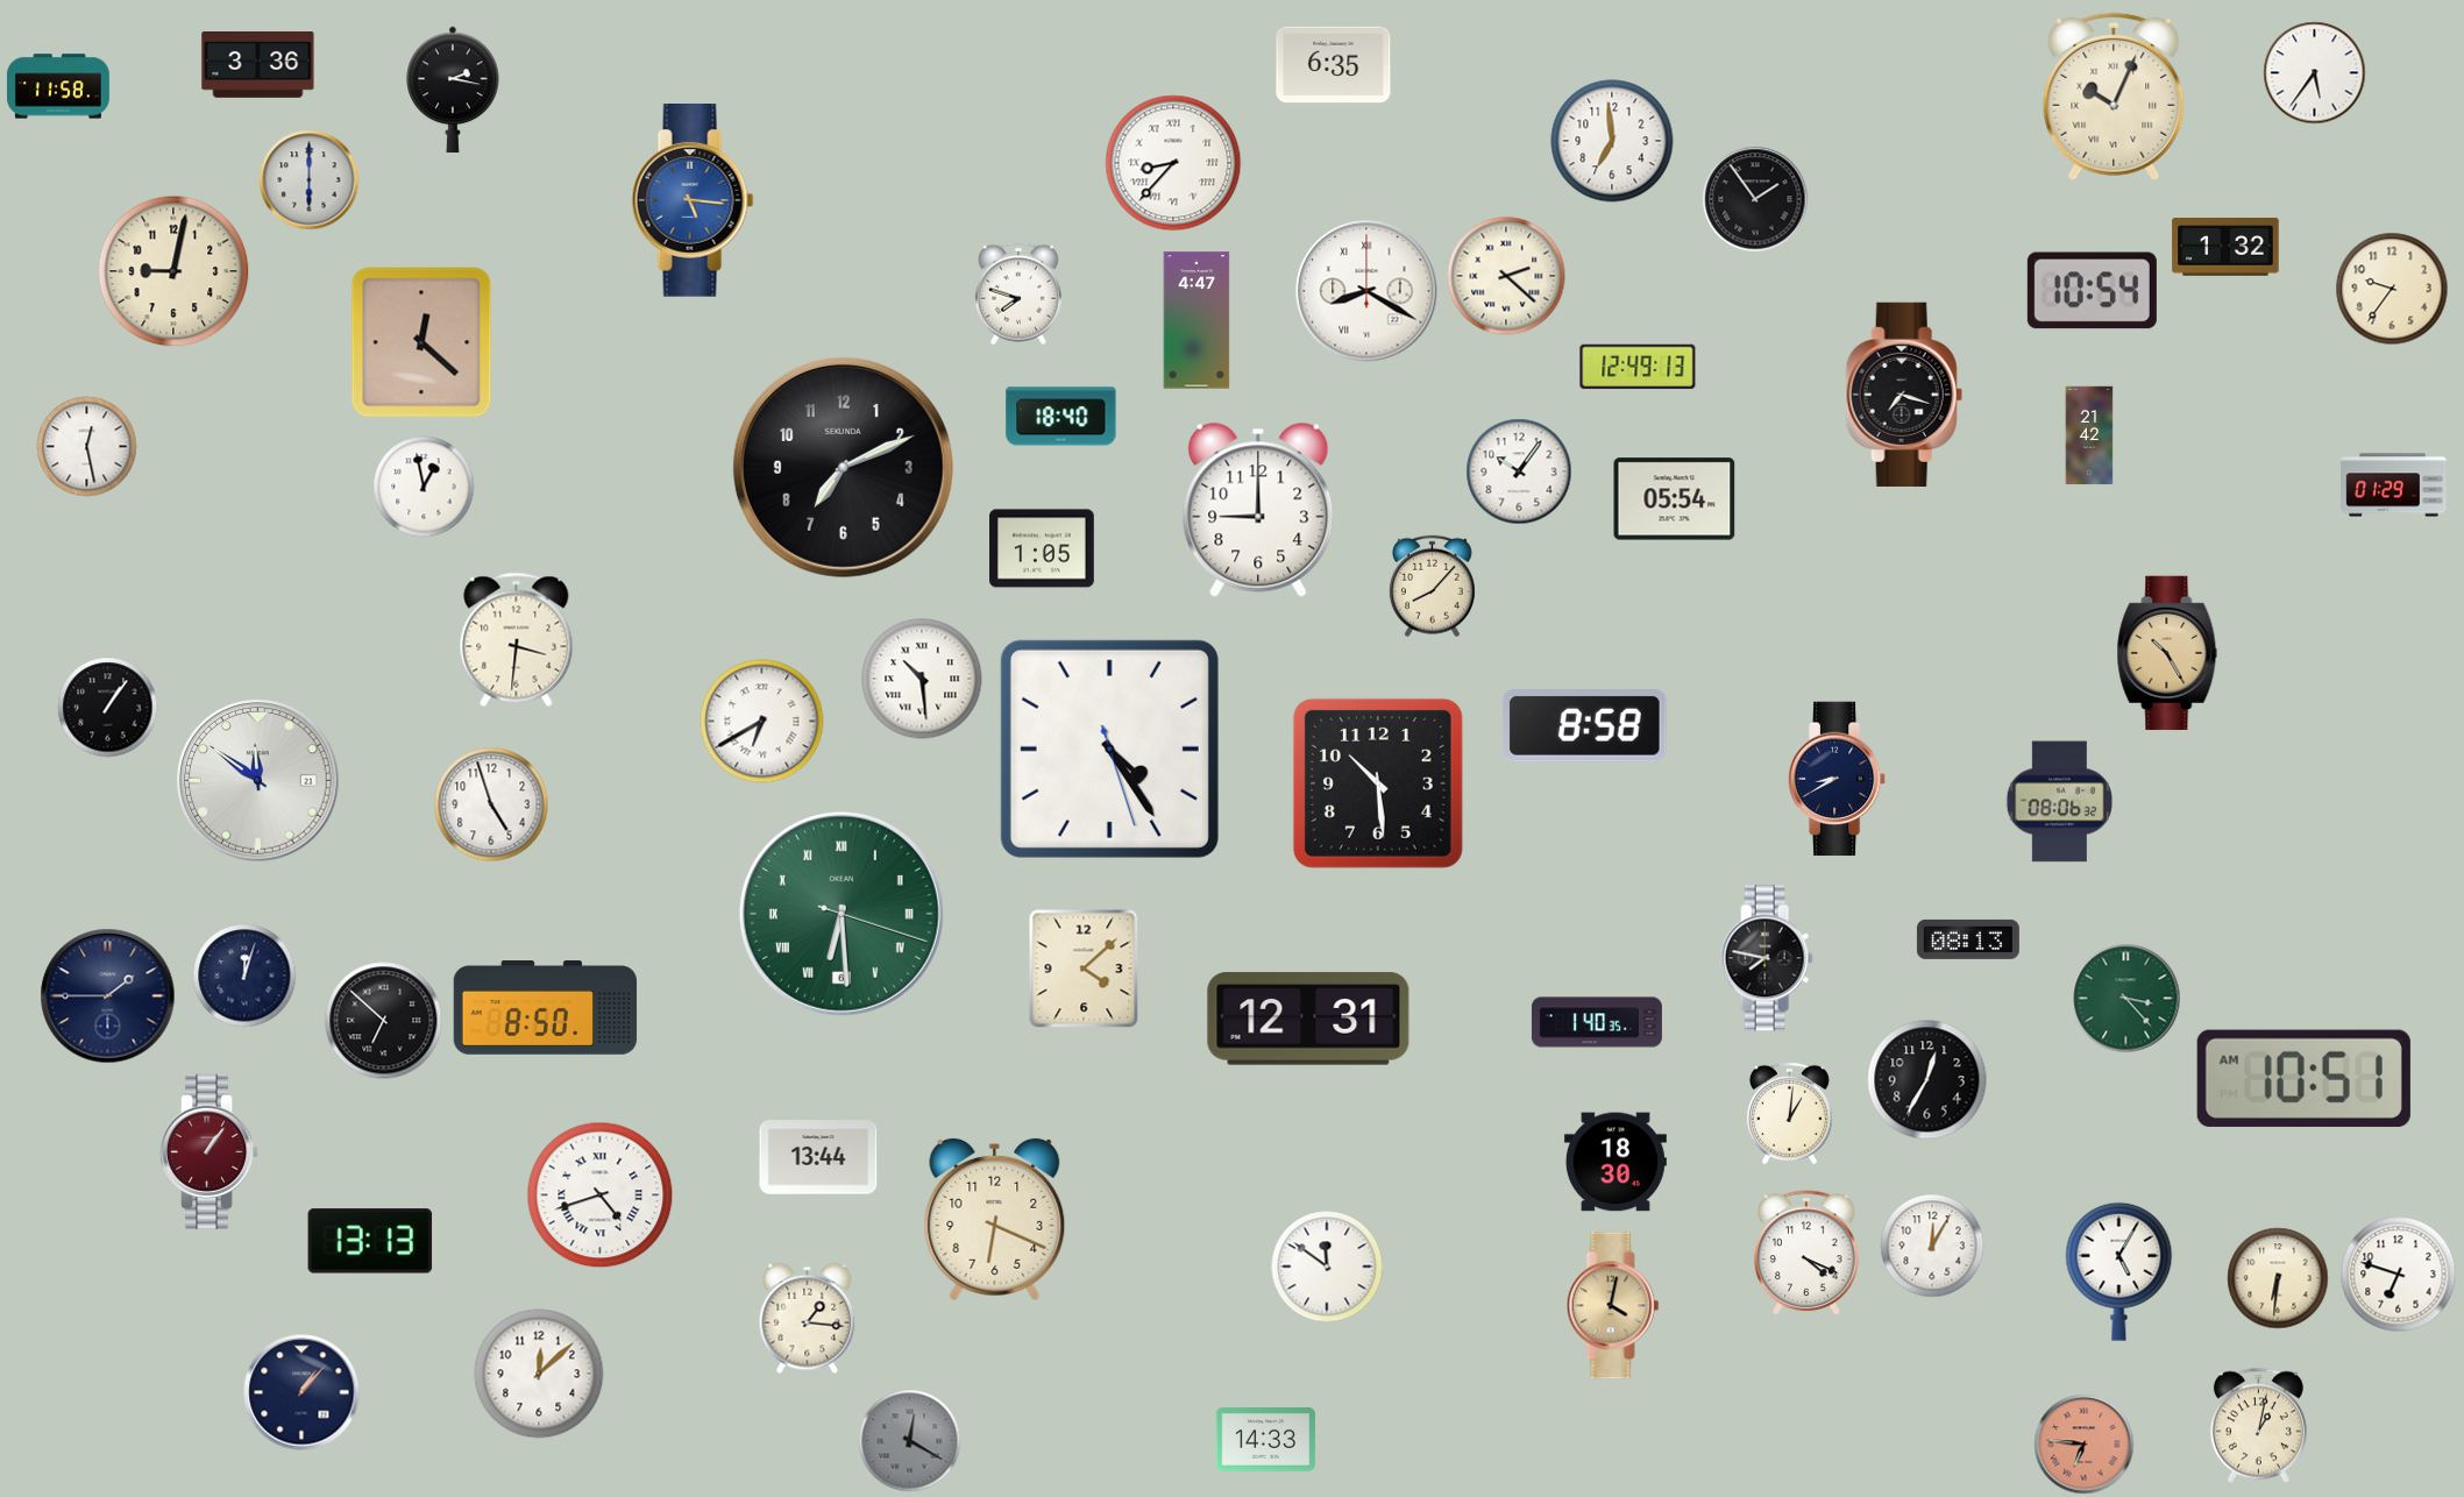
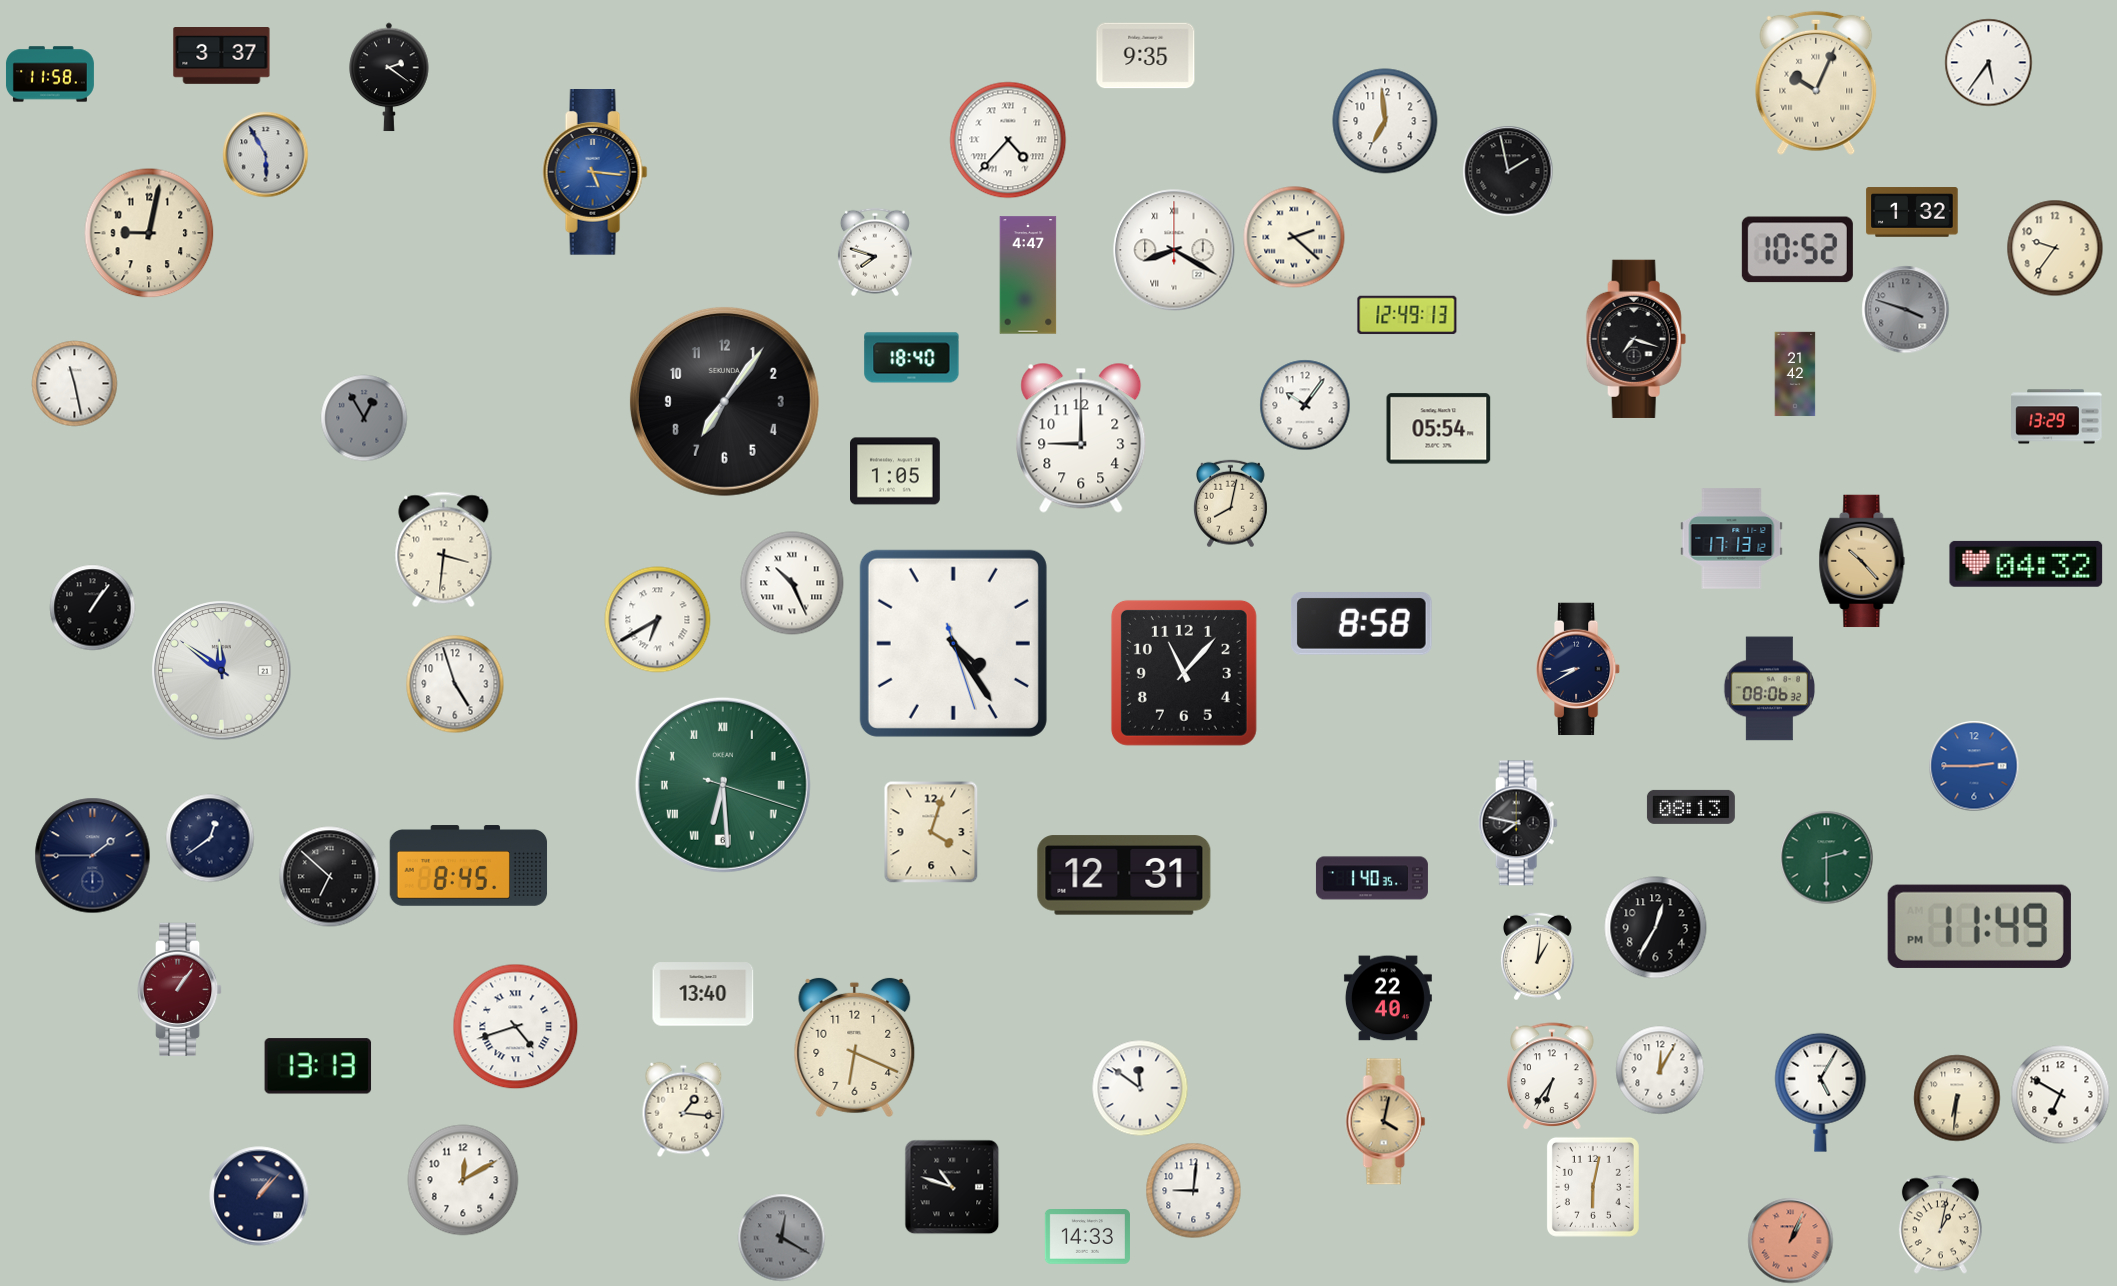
clock at (258, 65): 3:36 -> 3:37
clock at (1334, 65): 6:35 -> 9:35
clock at (453, 90): 2:17 -> 2:21
clock at (1173, 163): 8:37 -> 4:37
clock at (310, 180): 6:00 -> 5:55
clock at (1755, 199): 1:54 -> 1:58
clock at (2092, 291): 10:54 -> 10:52
clock at (421, 342): 12:22 -> none
clock at (1906, 310): none -> 3:48
clock at (87, 447): 12:28 -> 11:28
clock at (843, 467): 7:11 -> 7:06
clock at (2394, 485): 01:29 -> 13:29
clock at (424, 487): 12:58 -> 12:55
clock at (424, 487) dial: white -> grey
clock at (1432, 587): 8:07 -> 8:02
clock at (1732, 539): none -> 17:13
clock at (2167, 653): 10:25 -> 10:23
clock at (2026, 564): none -> 04:32
clock at (922, 679): 10:29 -> 10:26
clock at (762, 722) position: (762, 722) -> (658, 620)
clock at (1378, 783): 10:29 -> 11:07
clock at (491, 804) position: (491, 804) -> (455, 684)
clock at (1974, 766): none -> 2:45
clock at (1084, 969): 4:08 -> 4:03
clock at (244, 975): 12:03 -> 12:39
clock at (2126, 999): 3:23 -> 2:30
clock at (546, 1008): 8:50 -> 8:45
clock at (2303, 1078): 10:51 -> 11:49
clock at (818, 1157): 13:44 -> 13:40
clock at (1616, 1162): 18:30 -> 22:40
clock at (1806, 1254): 4:19 -> 6:36
clock at (2399, 1275): 6:48 -> 6:50
clock at (808, 1319) position: (808, 1319) -> (684, 1110)
clock at (539, 1374): 12:08 -> 12:10
clock at (952, 1187): none -> 10:48
clock at (1593, 1187): none -> 6:02
clock at (1194, 1191): none -> 9:01
clock at (2085, 1445): 6:46 -> 1:04
